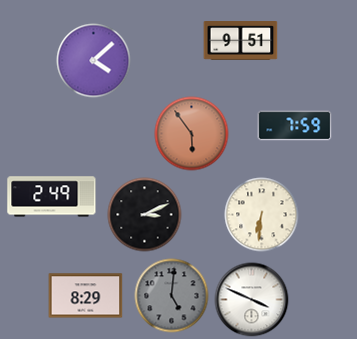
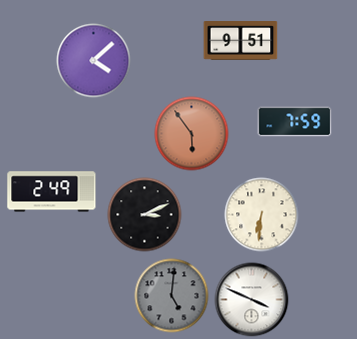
clock at (295, 126) position: (295, 126) -> (295, 122)
clock at (52, 197) position: (52, 197) -> (52, 192)
clock at (86, 296): 8:29 -> none
